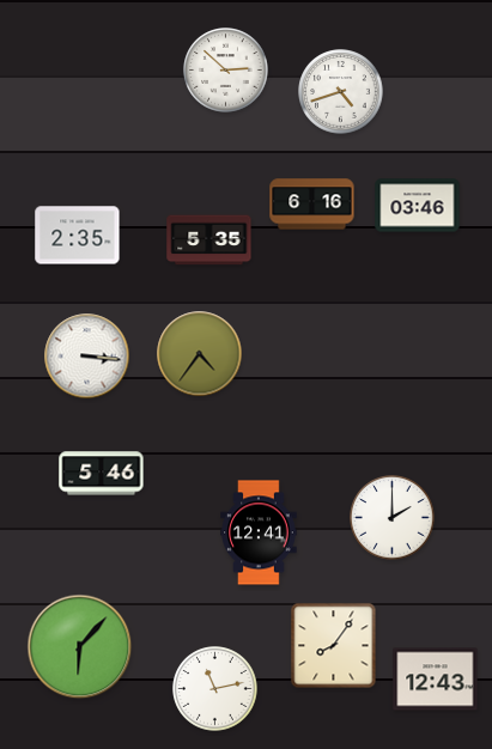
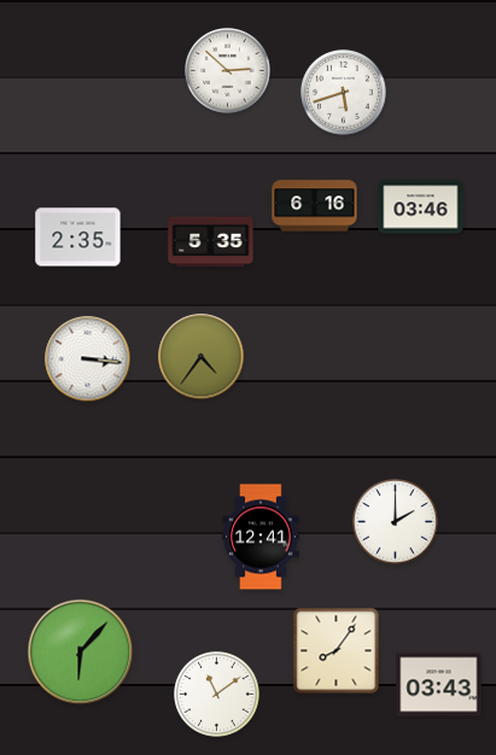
clock at (341, 92): 4:42 -> 5:42
clock at (102, 474): 5:46 -> none
clock at (436, 680): 12:43 -> 03:43
clock at (215, 689): 11:13 -> 11:09
